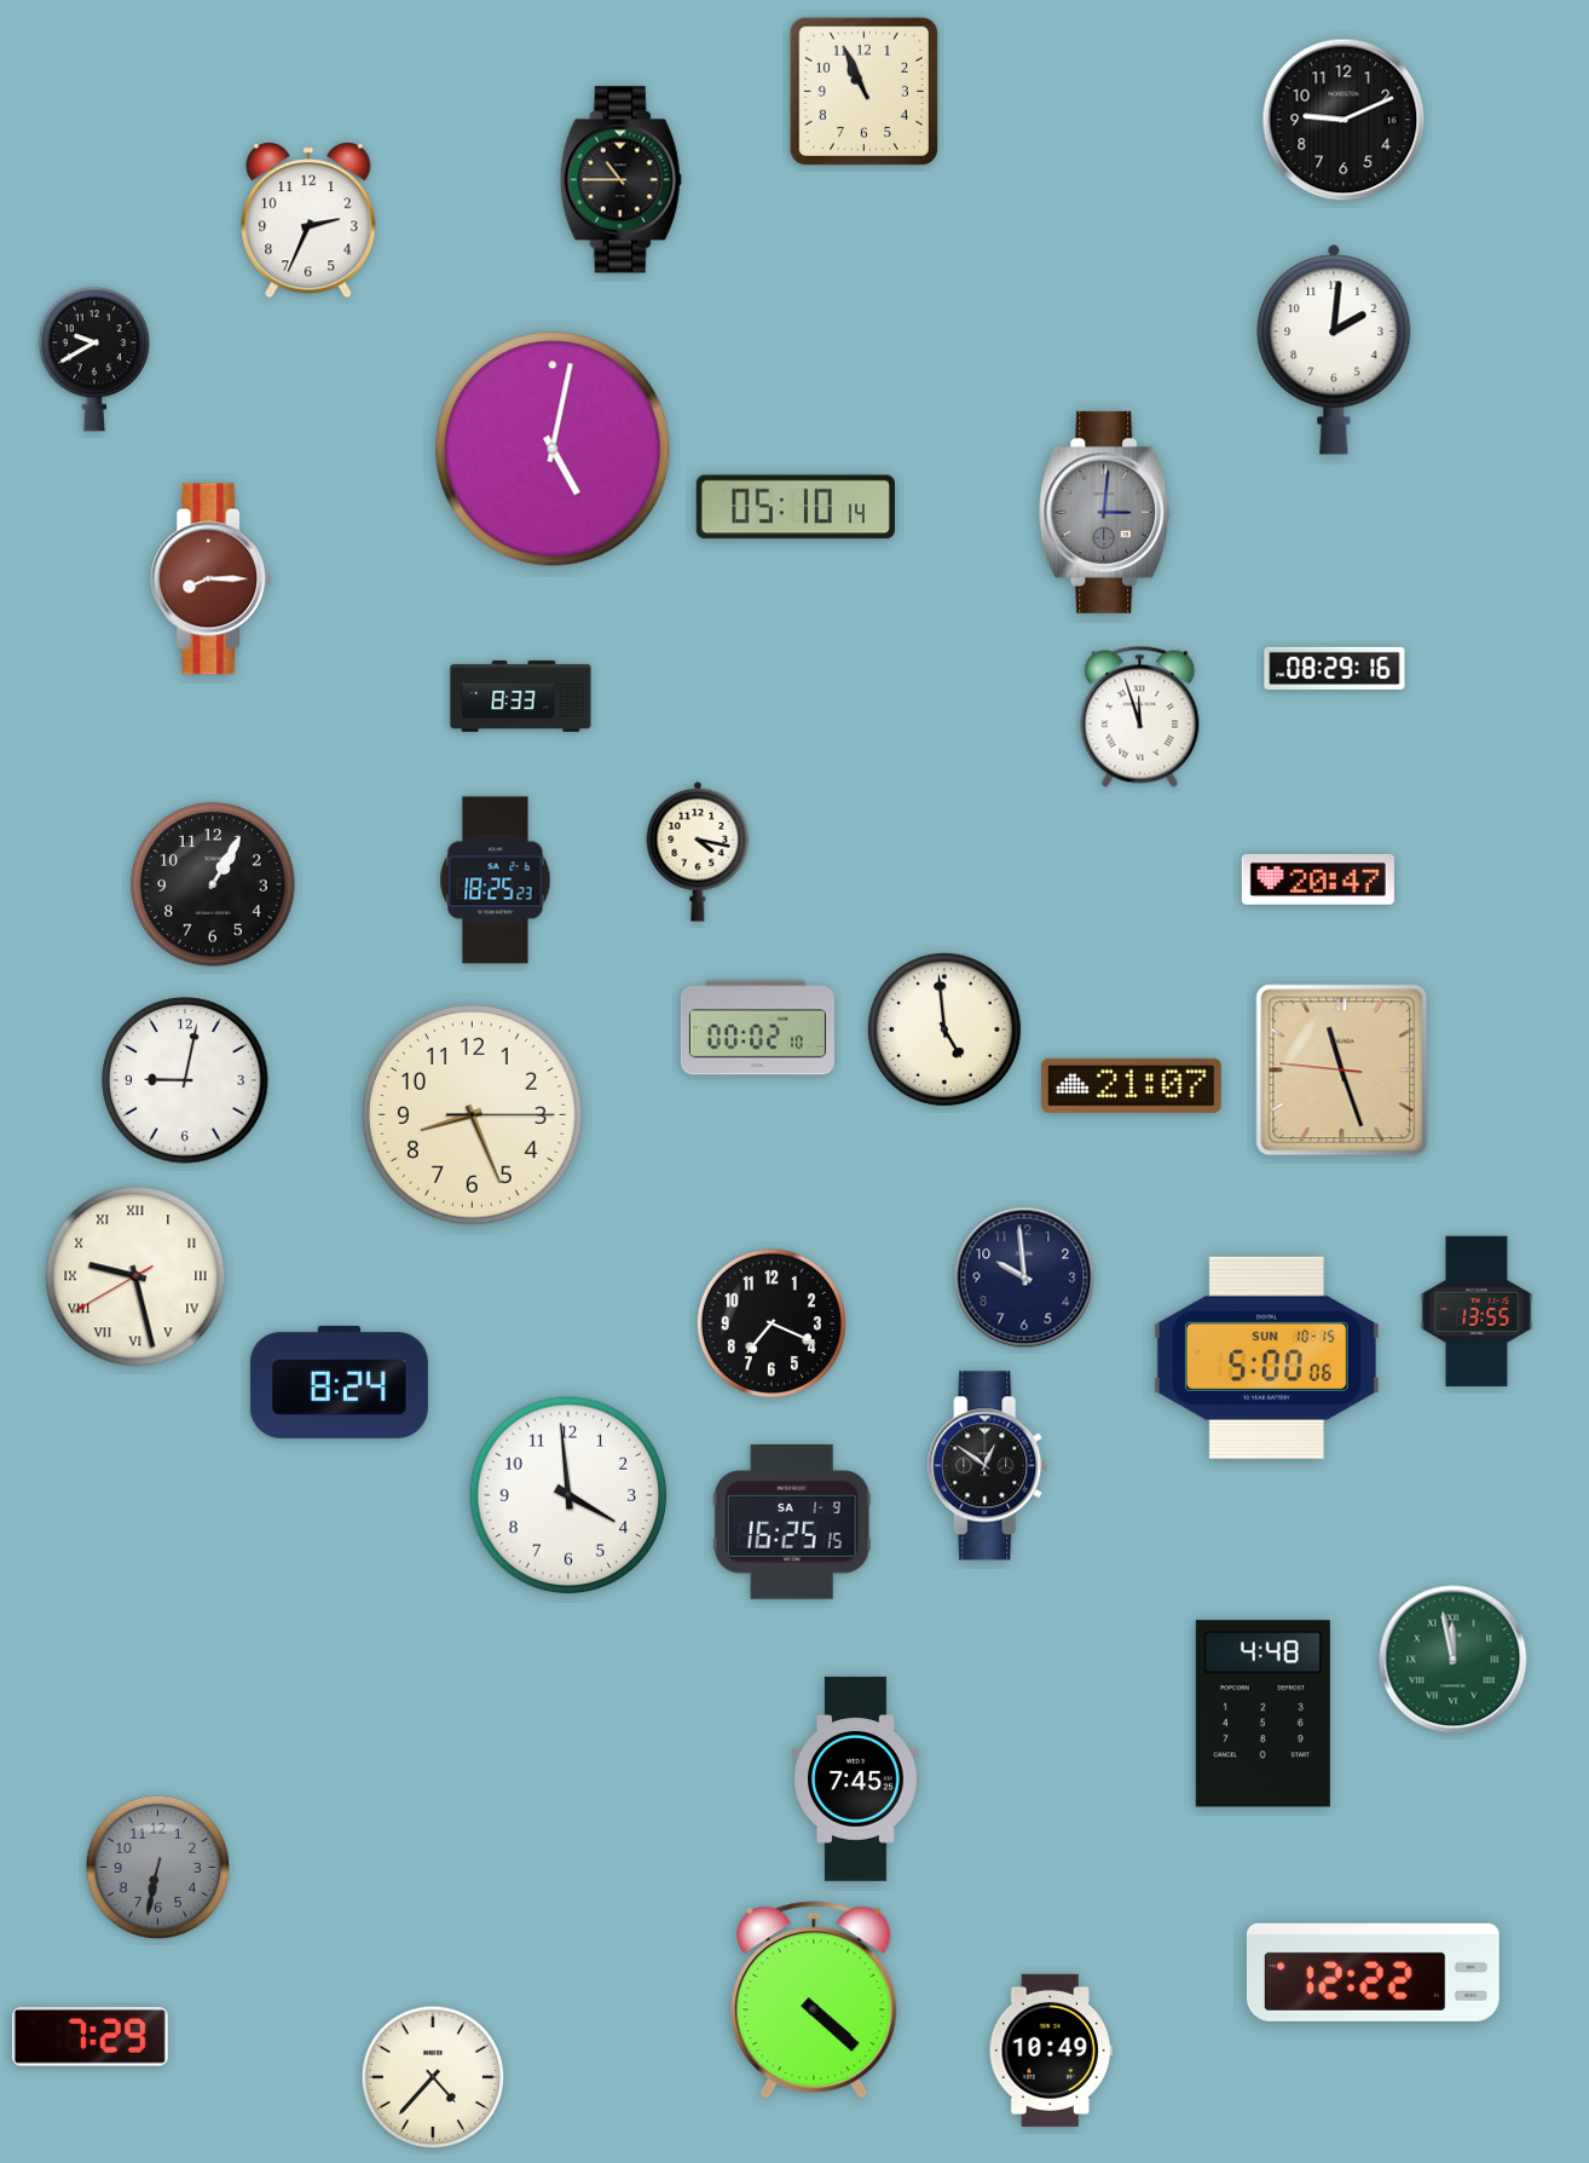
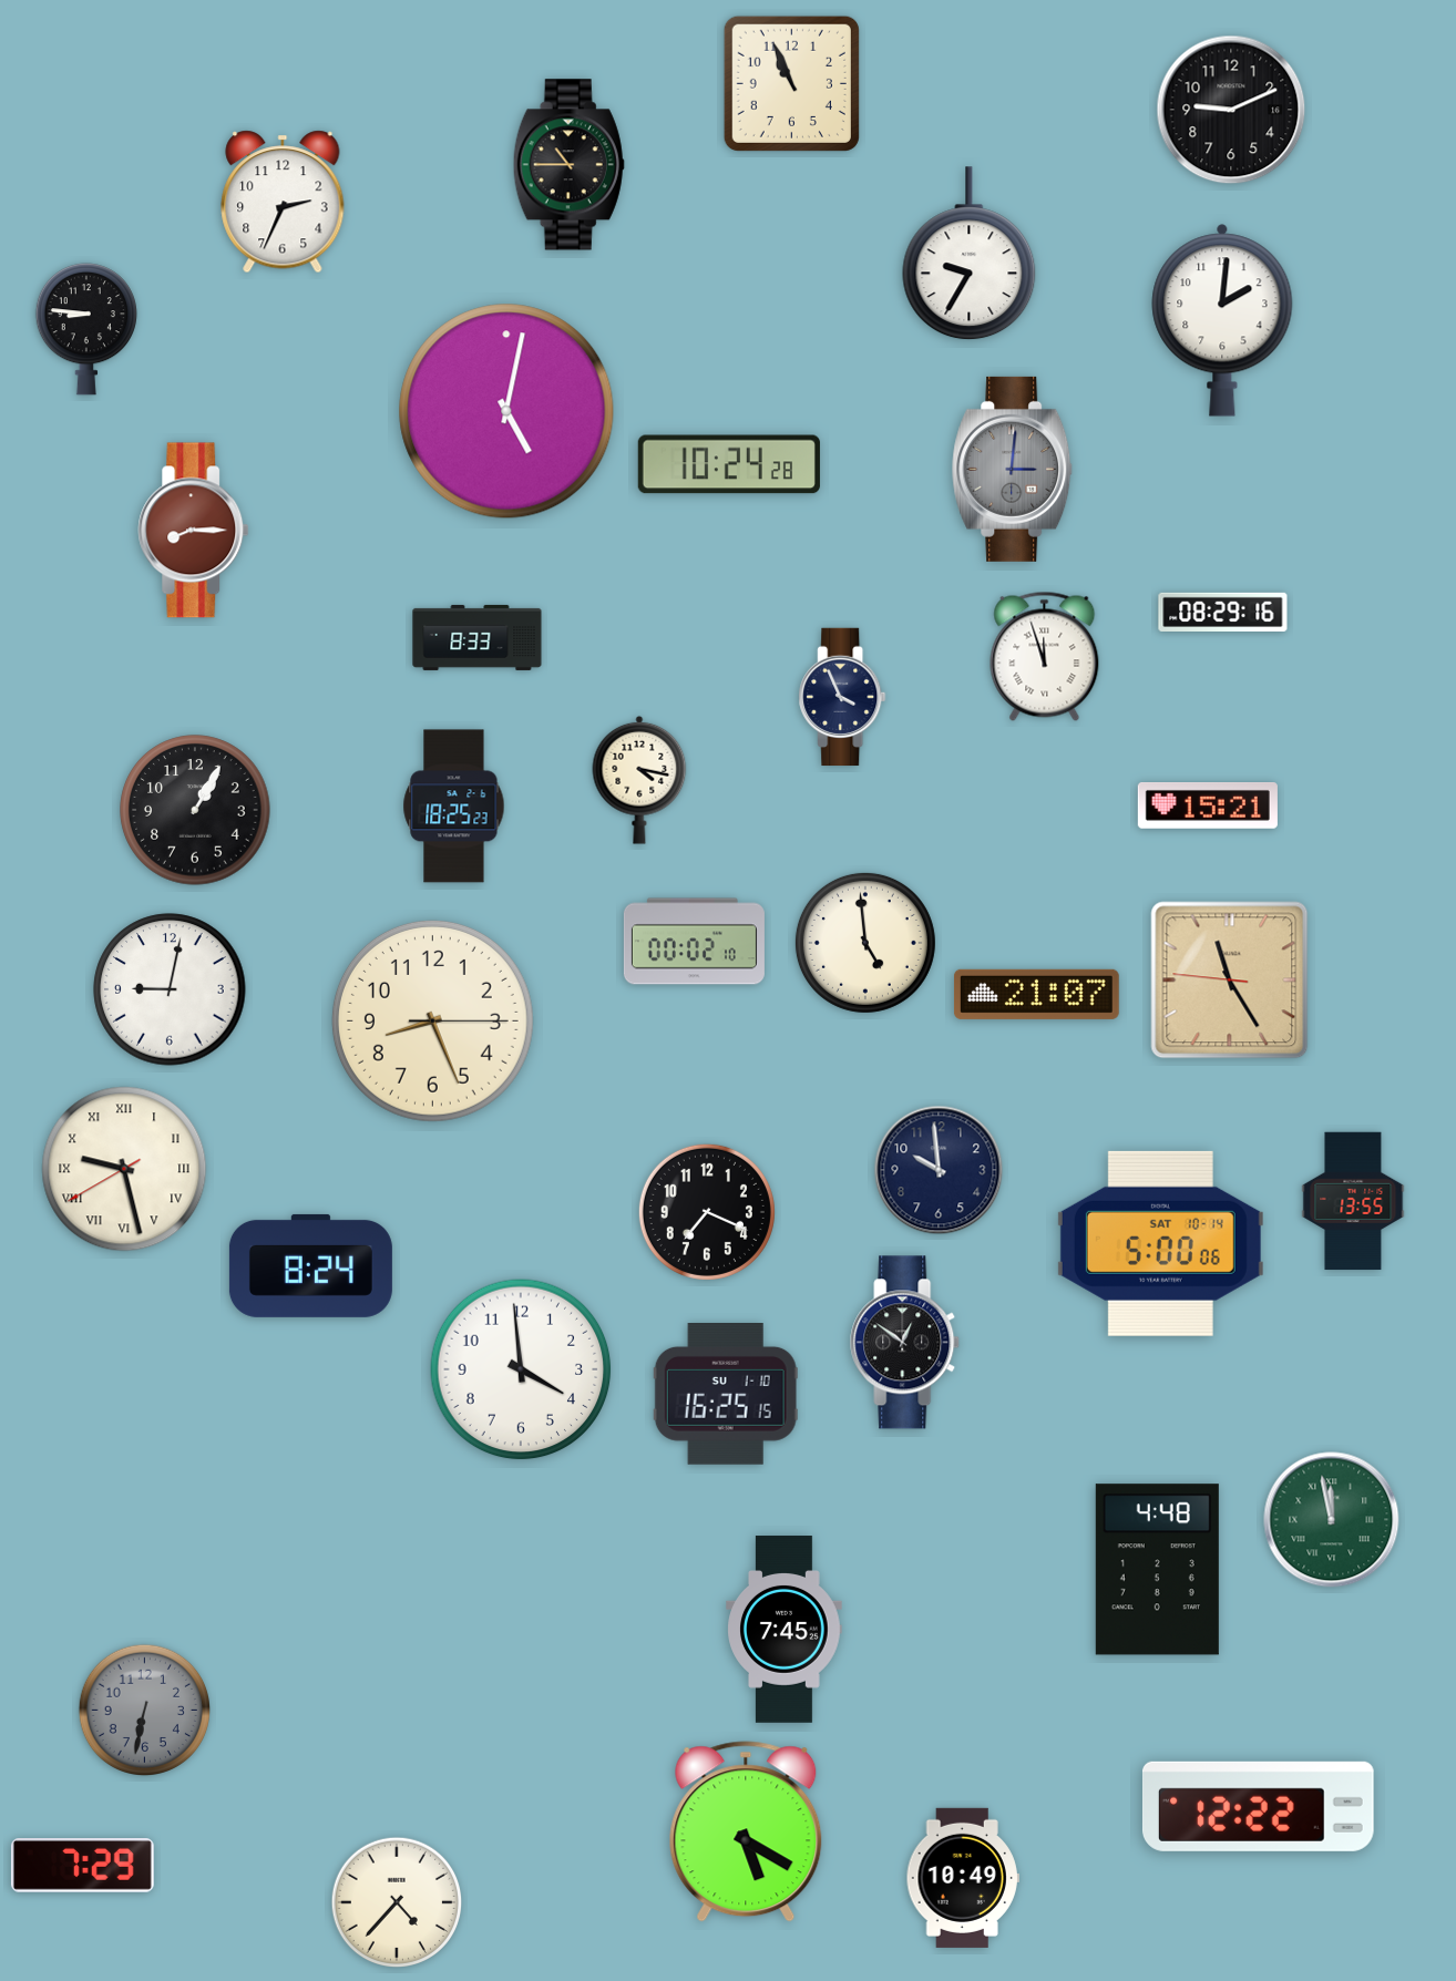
clock at (970, 254): none -> 9:35
clock at (94, 359): 9:40 -> 8:46
clock at (796, 507): 05:10 -> 10:24
clock at (842, 697): none -> 3:56
clock at (1318, 881): 20:47 -> 15:21
clock at (1342, 1071): 11:26 -> 11:24
clock at (1266, 1357) date: SUN 10-15 -> SAT 10-14
clock at (792, 1523) date: SA 1-9 -> SU 1-10
clock at (814, 2000): 4:22 -> 5:20
